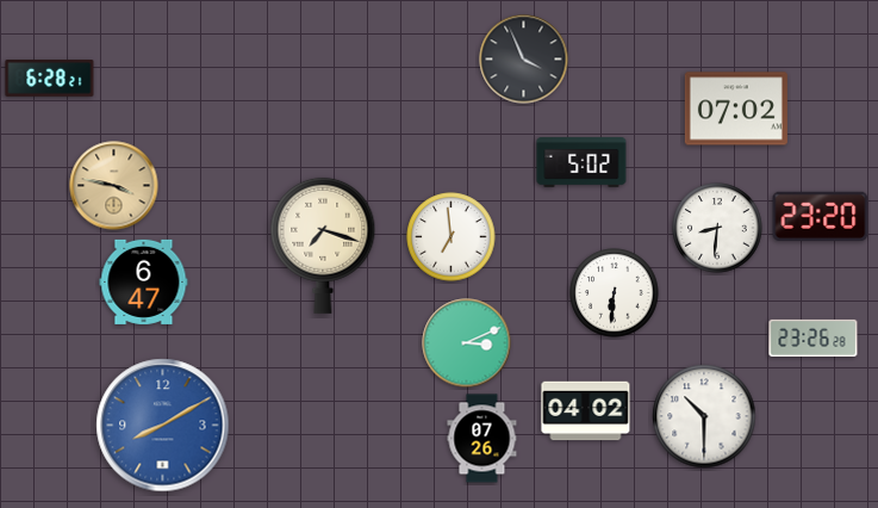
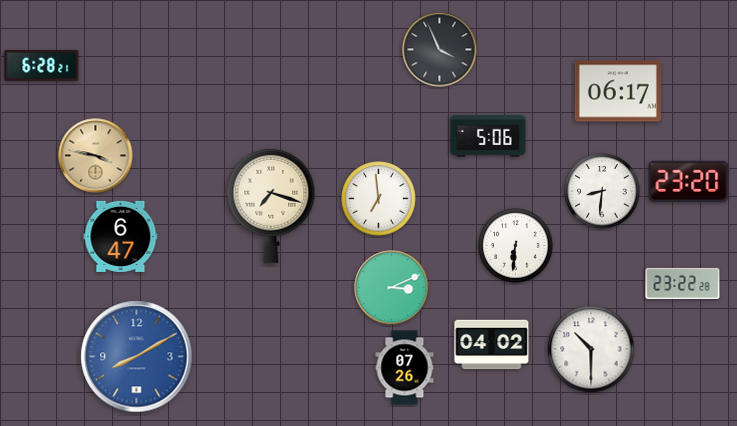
clock at (736, 109): 07:02 -> 06:17
clock at (581, 163): 5:02 -> 5:06
clock at (814, 337): 23:26 -> 23:22
